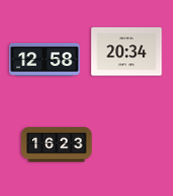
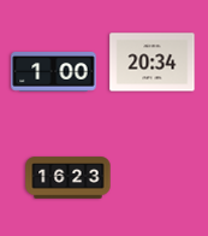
clock at (45, 60): 12:58 -> 1:00
clock at (57, 145) position: (57, 145) -> (69, 178)
